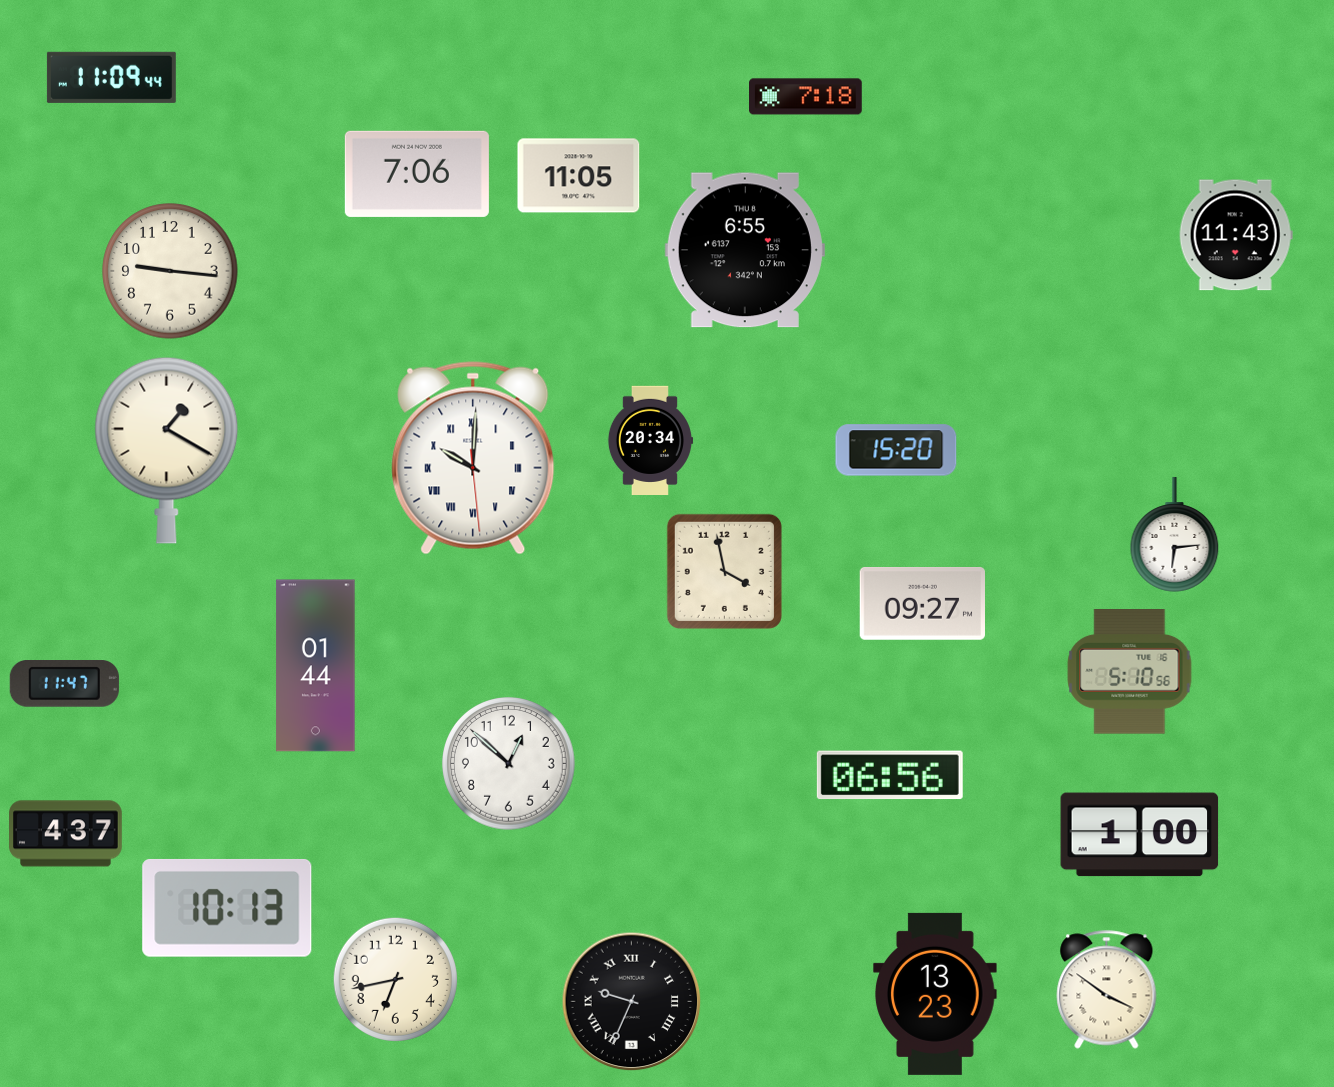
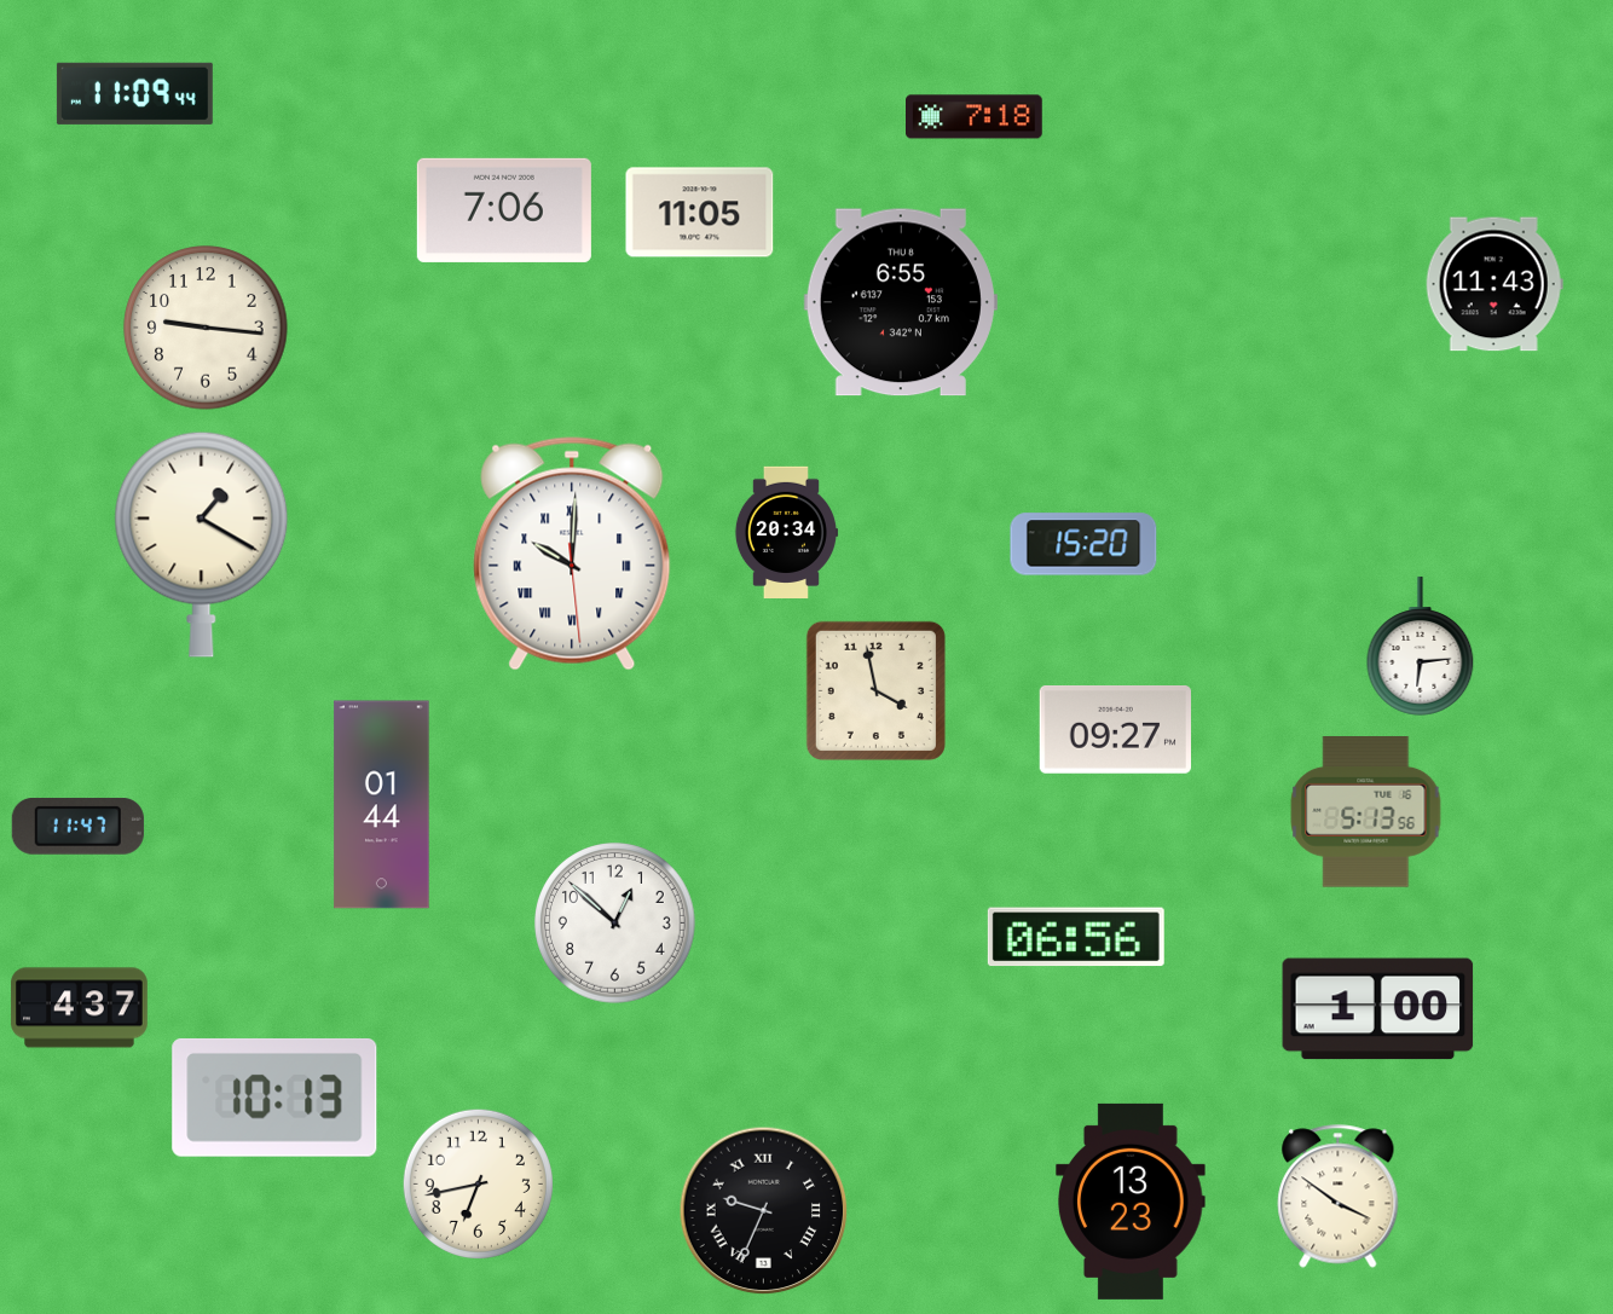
clock at (1130, 672): 5:10 -> 5:13
